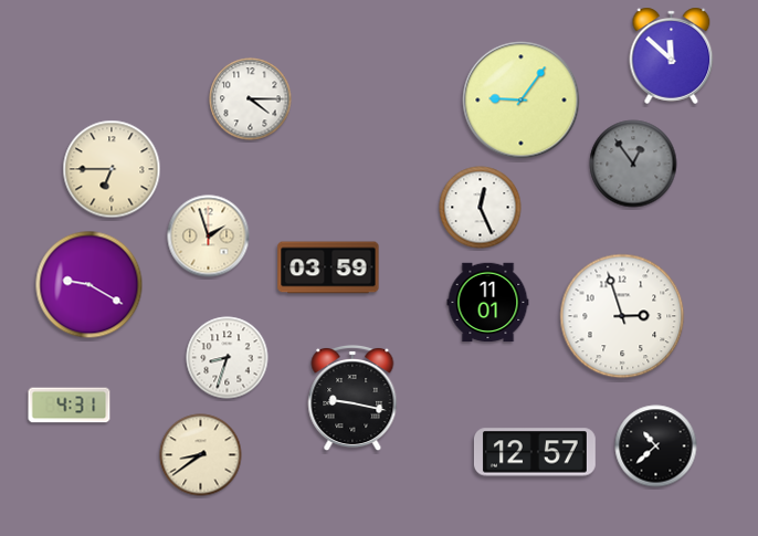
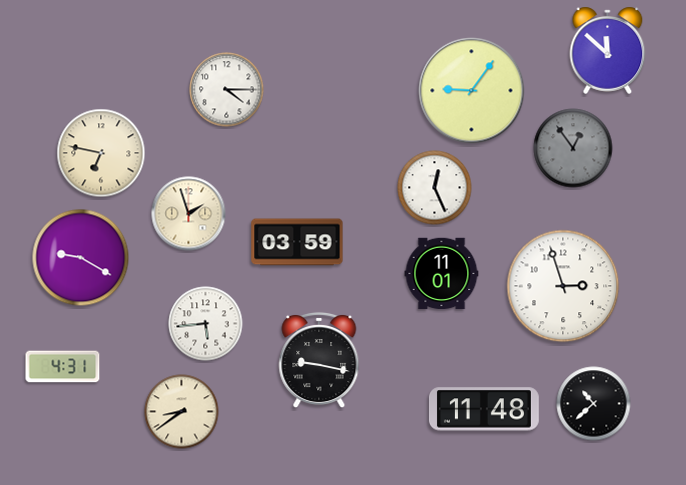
clock at (112, 169): 6:45 -> 6:47
clock at (228, 358): 8:33 -> 5:44
clock at (535, 452): 12:57 -> 11:48
